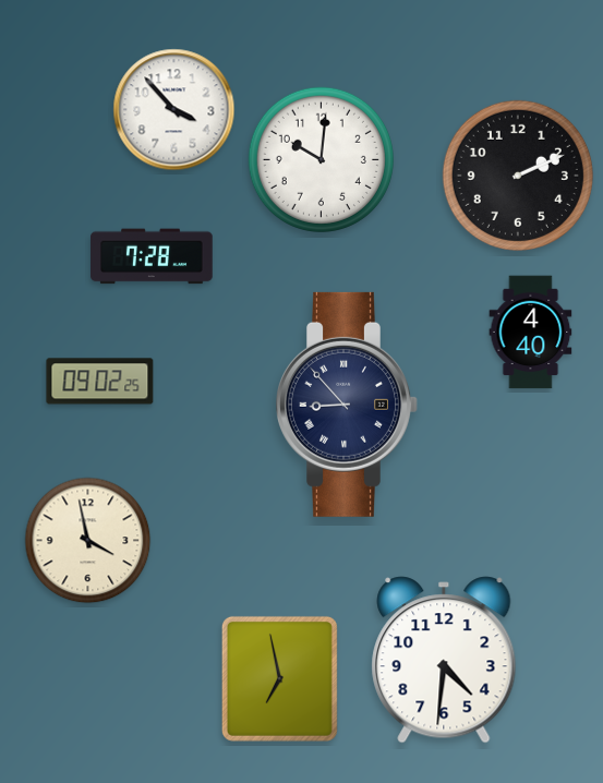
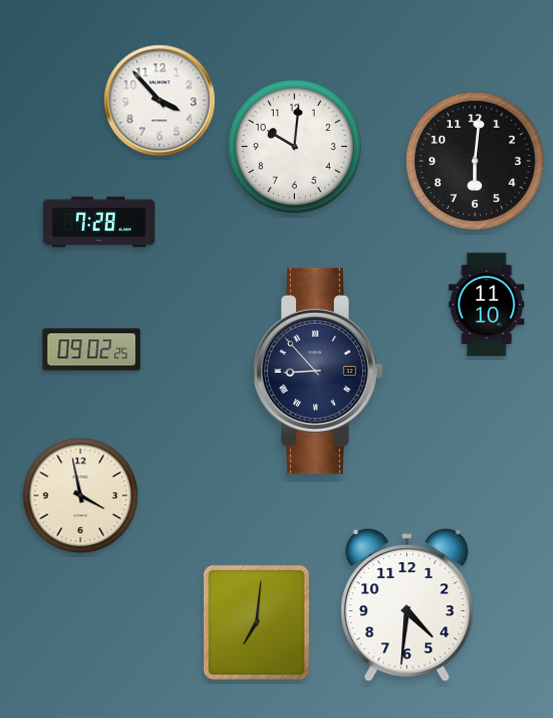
clock at (518, 176): 2:11 -> 6:01
clock at (152, 256) position: (152, 256) -> (99, 222)
clock at (531, 333): 4:40 -> 11:10
clock at (279, 678): 6:58 -> 7:01
